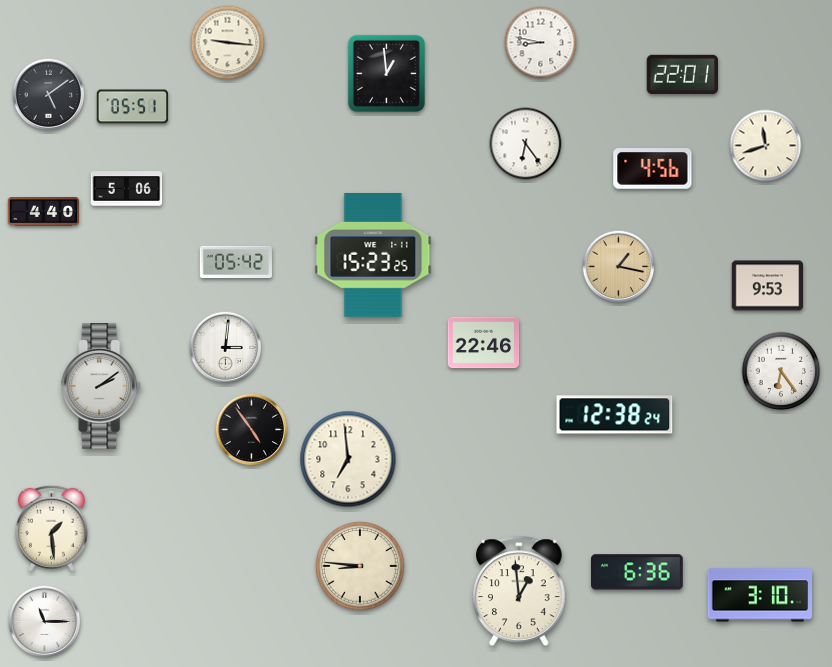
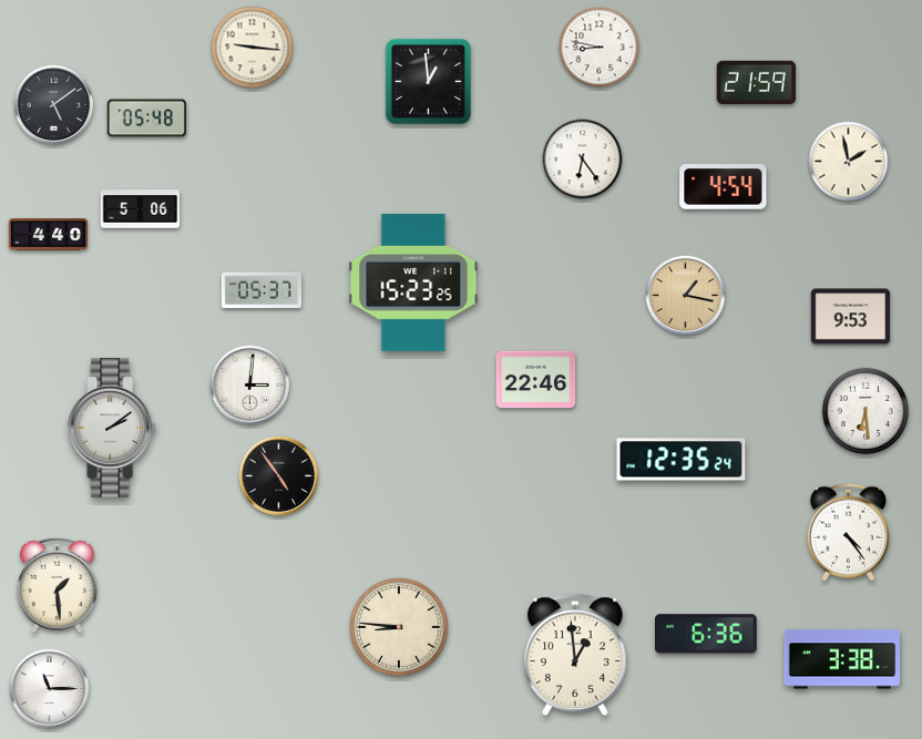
clock at (682, 74): 22:01 -> 21:59
clock at (133, 107): 05:51 -> 05:48
clock at (766, 146): 11:42 -> 1:58
clock at (653, 169): 4:56 -> 4:54
clock at (235, 262): 05:42 -> 05:37
clock at (781, 371): 6:24 -> 6:29
clock at (615, 415): 12:38 -> 12:35
clock at (348, 459): 6:59 -> none
clock at (848, 533): none -> 4:24
clock at (759, 595): 3:10 -> 3:38
